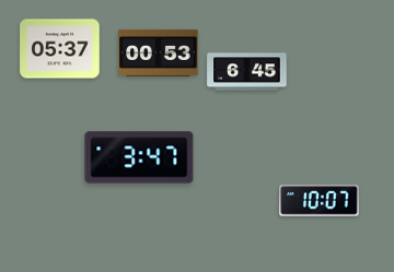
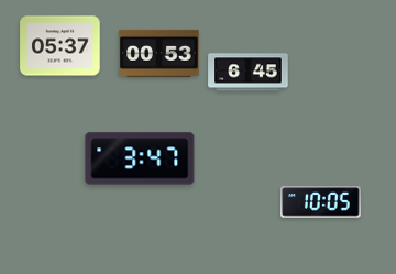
clock at (60, 49) position: (60, 49) -> (61, 46)
clock at (320, 201): 10:07 -> 10:05
